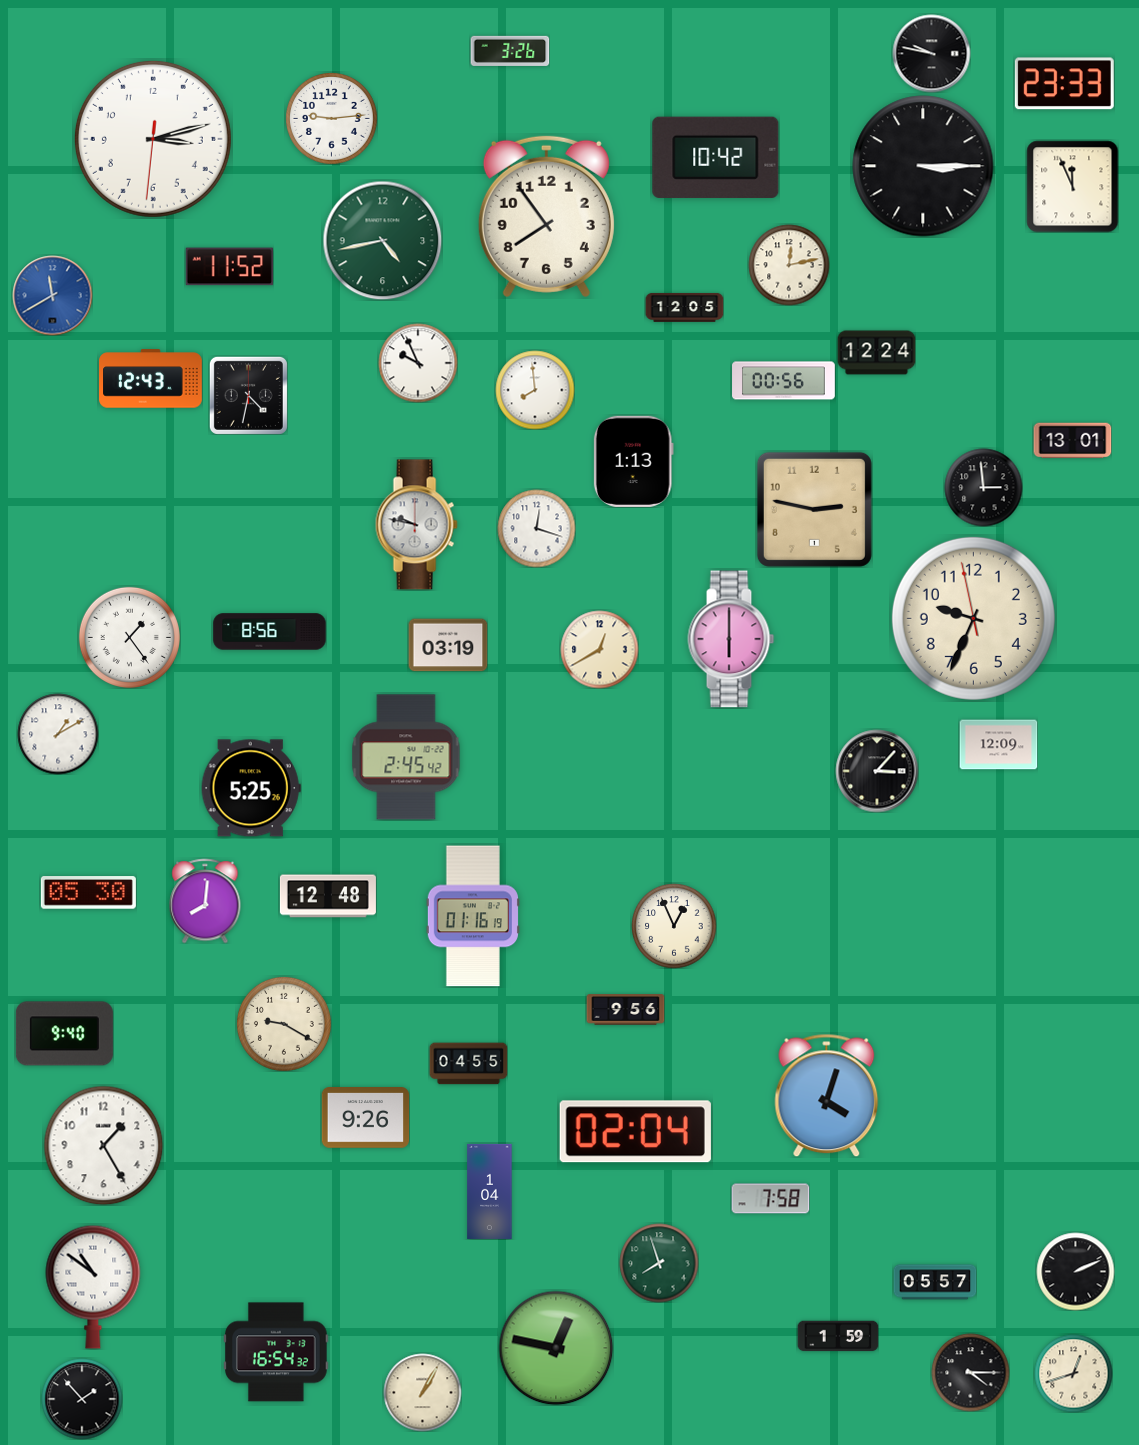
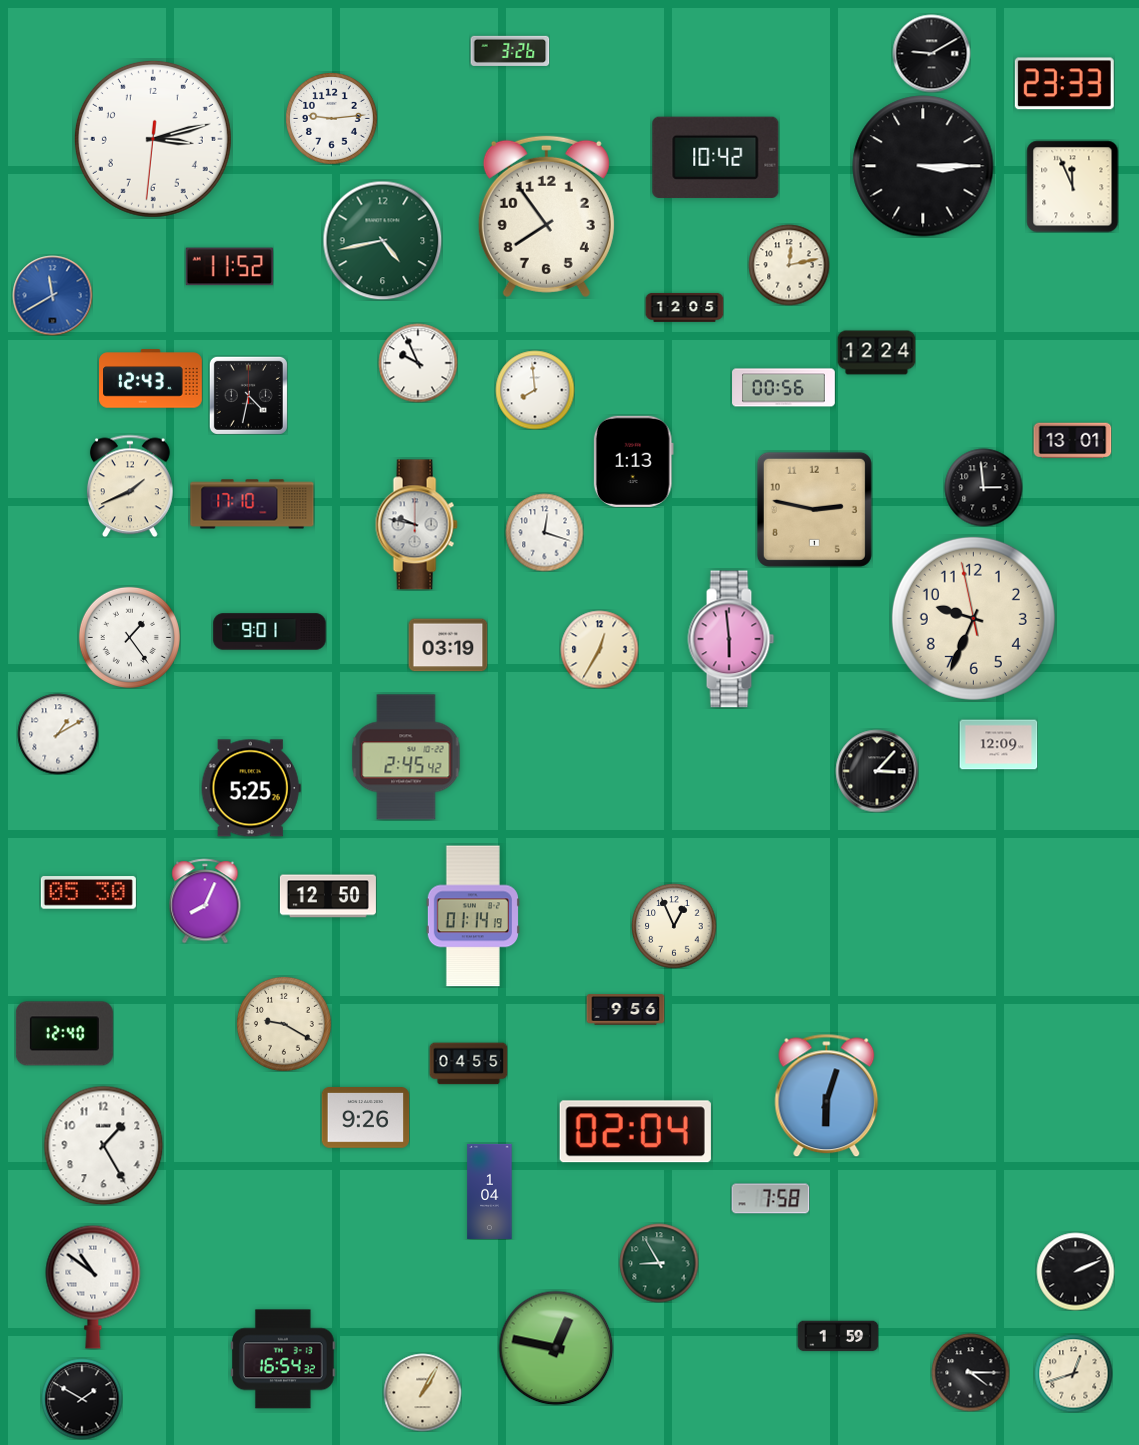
clock at (931, 53): 9:47 -> 9:10
clock at (784, 381) position: (784, 381) -> (784, 388)
clock at (130, 486): none -> 1:41
clock at (252, 504): none -> 17:10
clock at (536, 528) position: (536, 528) -> (544, 532)
clock at (270, 632): 8:56 -> 9:01
clock at (731, 639): 6:00 -> 5:59
clock at (599, 649): 12:40 -> 12:35
clock at (328, 896): 12:48 -> 12:50
clock at (205, 901): 8:01 -> 8:04
clock at (473, 916): 01:16 -> 01:14
clock at (64, 1034): 9:40 -> 12:40
clock at (827, 1095): 4:03 -> 6:03
clock at (659, 1263): 7:57 -> 8:55
clock at (935, 1282): 05:57 -> none
clock at (276, 1352) position: (276, 1352) -> (283, 1359)
clock at (82, 1399): 1:53 -> 1:50
